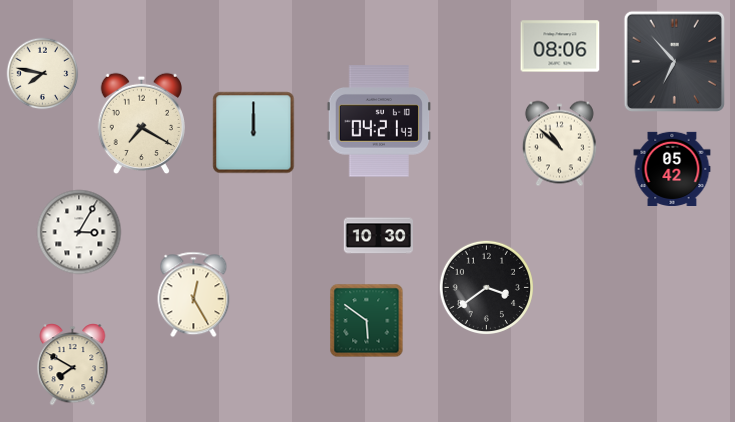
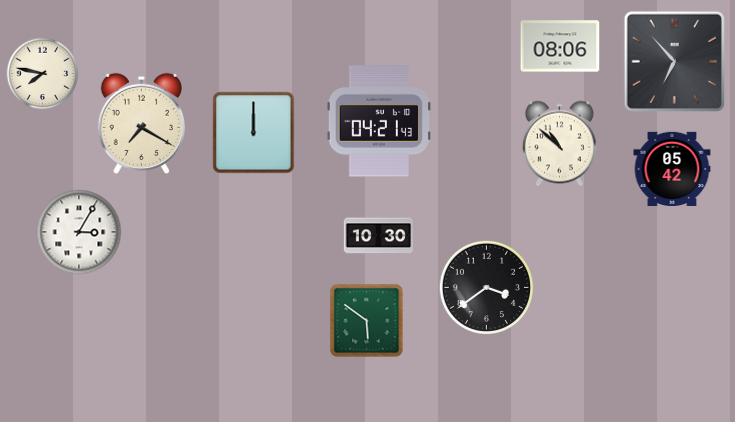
clock at (194, 295): 12:25 -> none
clock at (73, 365): 7:50 -> none
